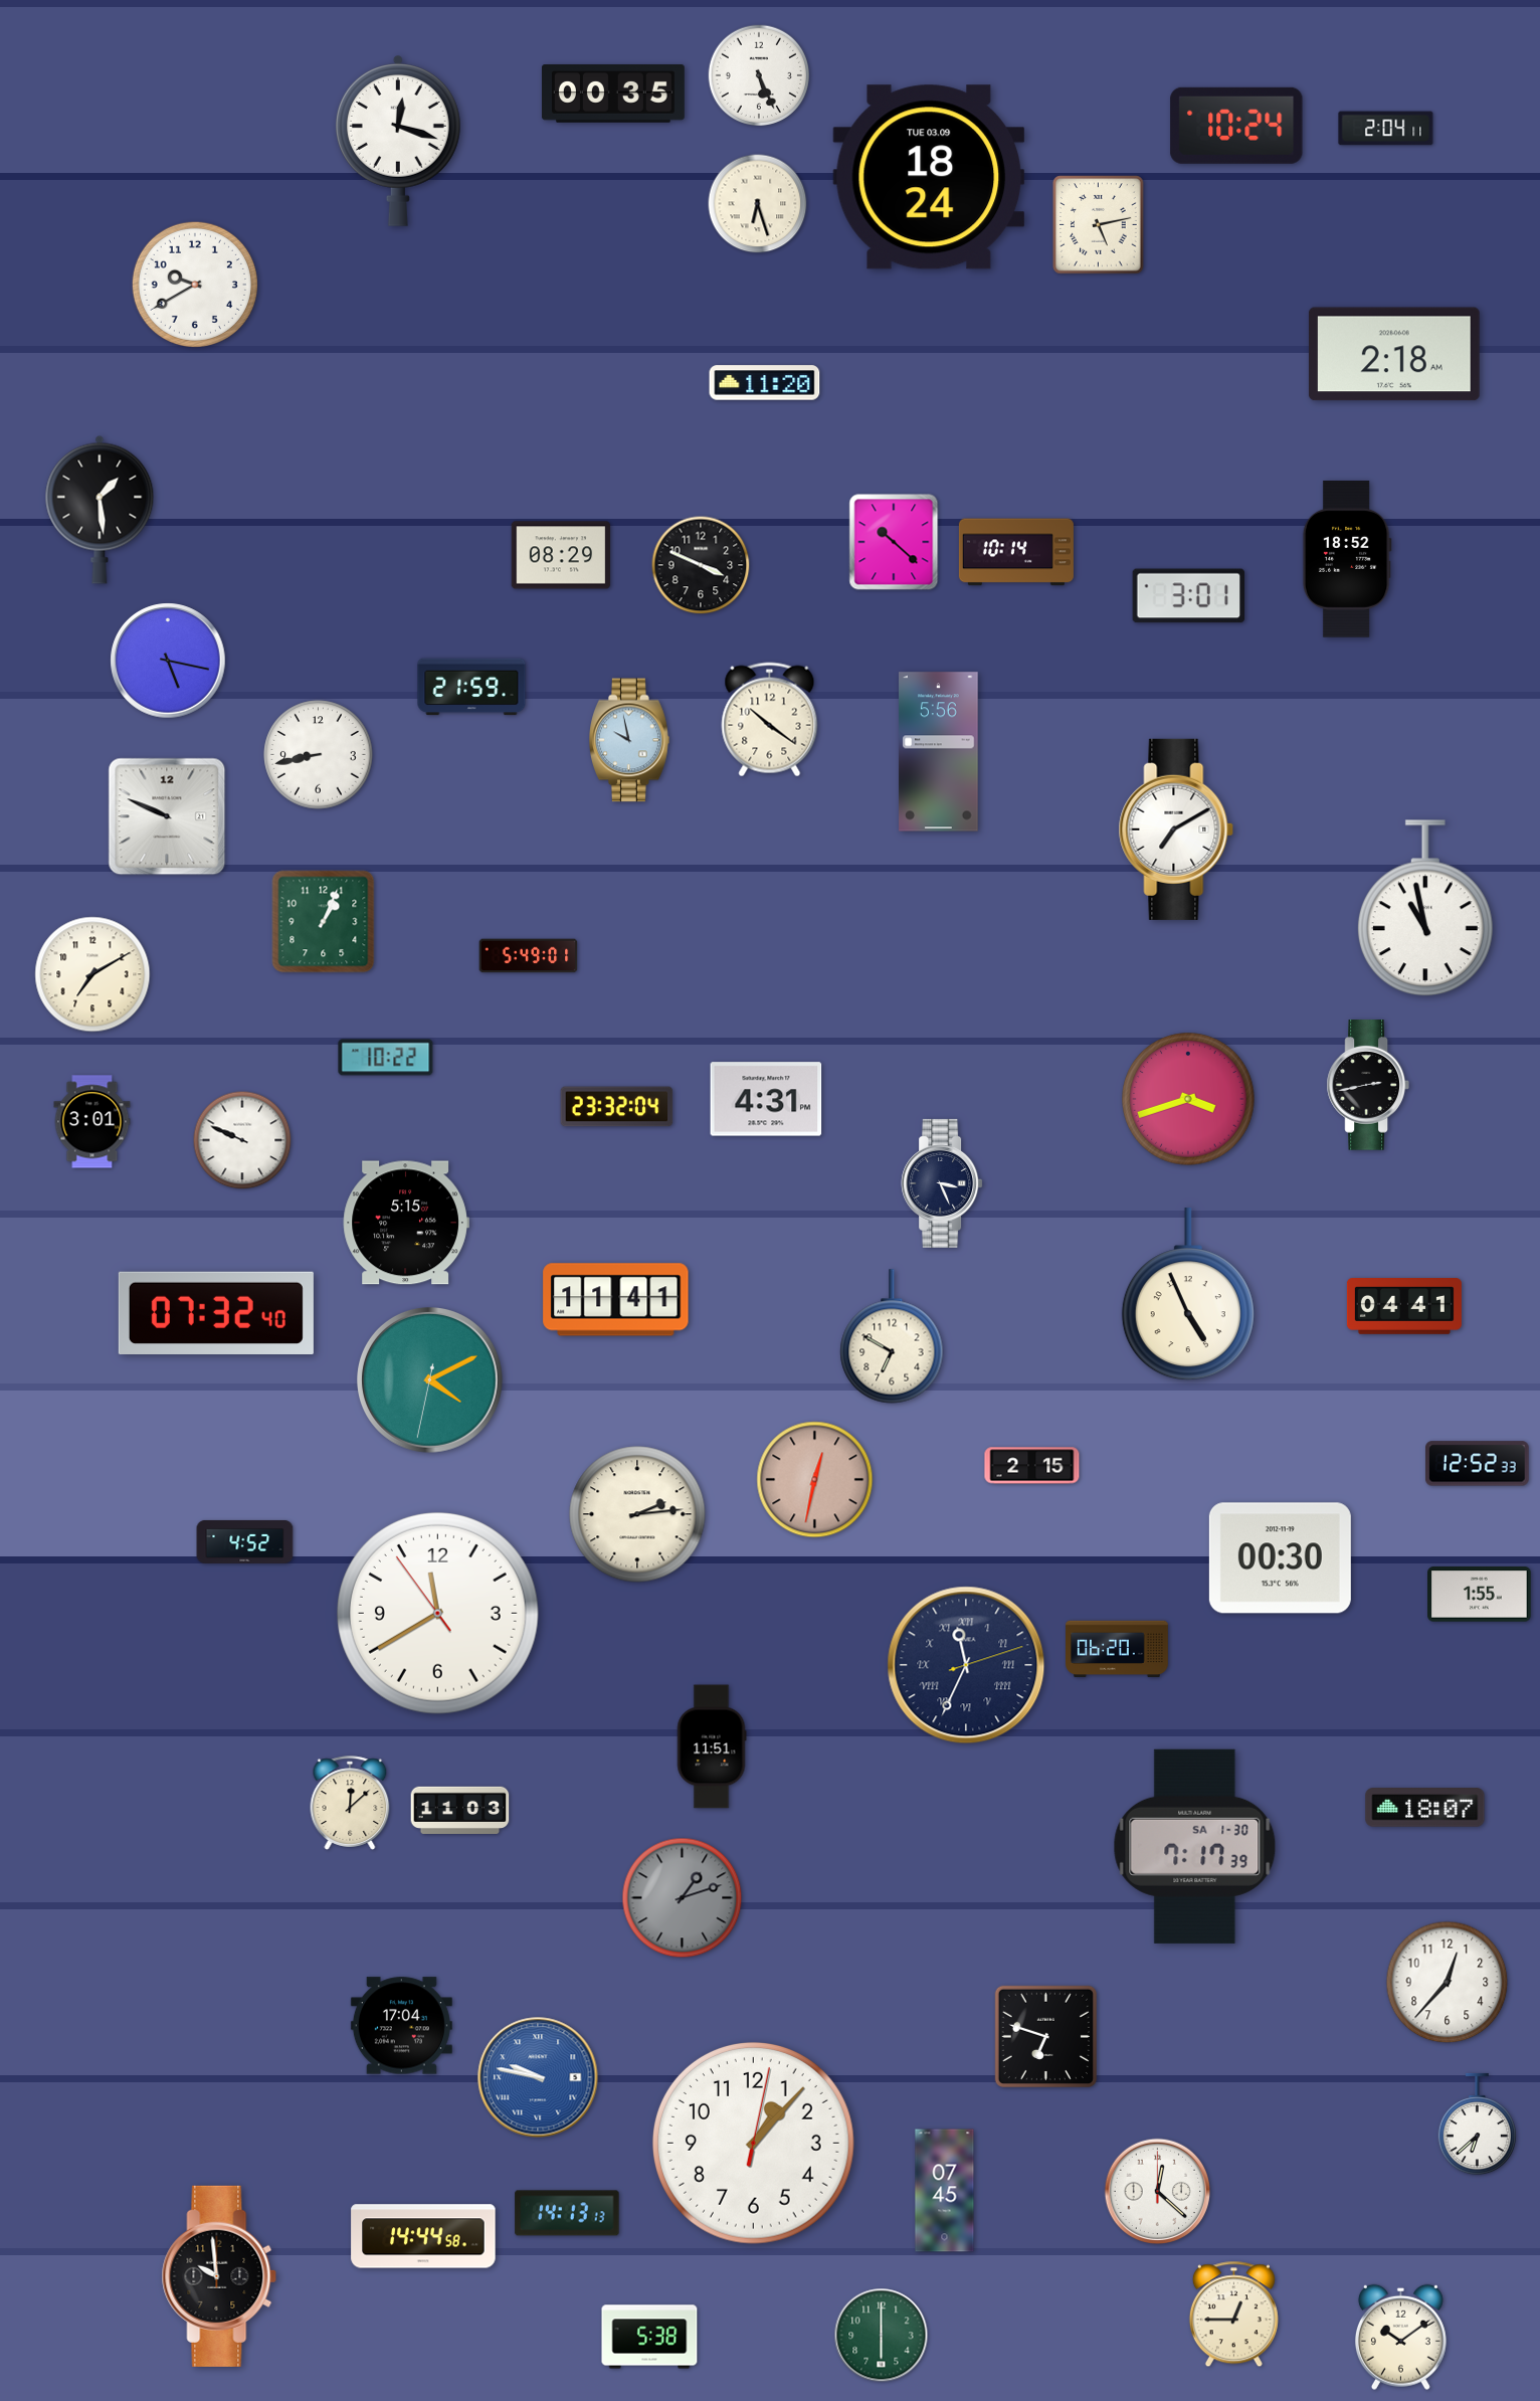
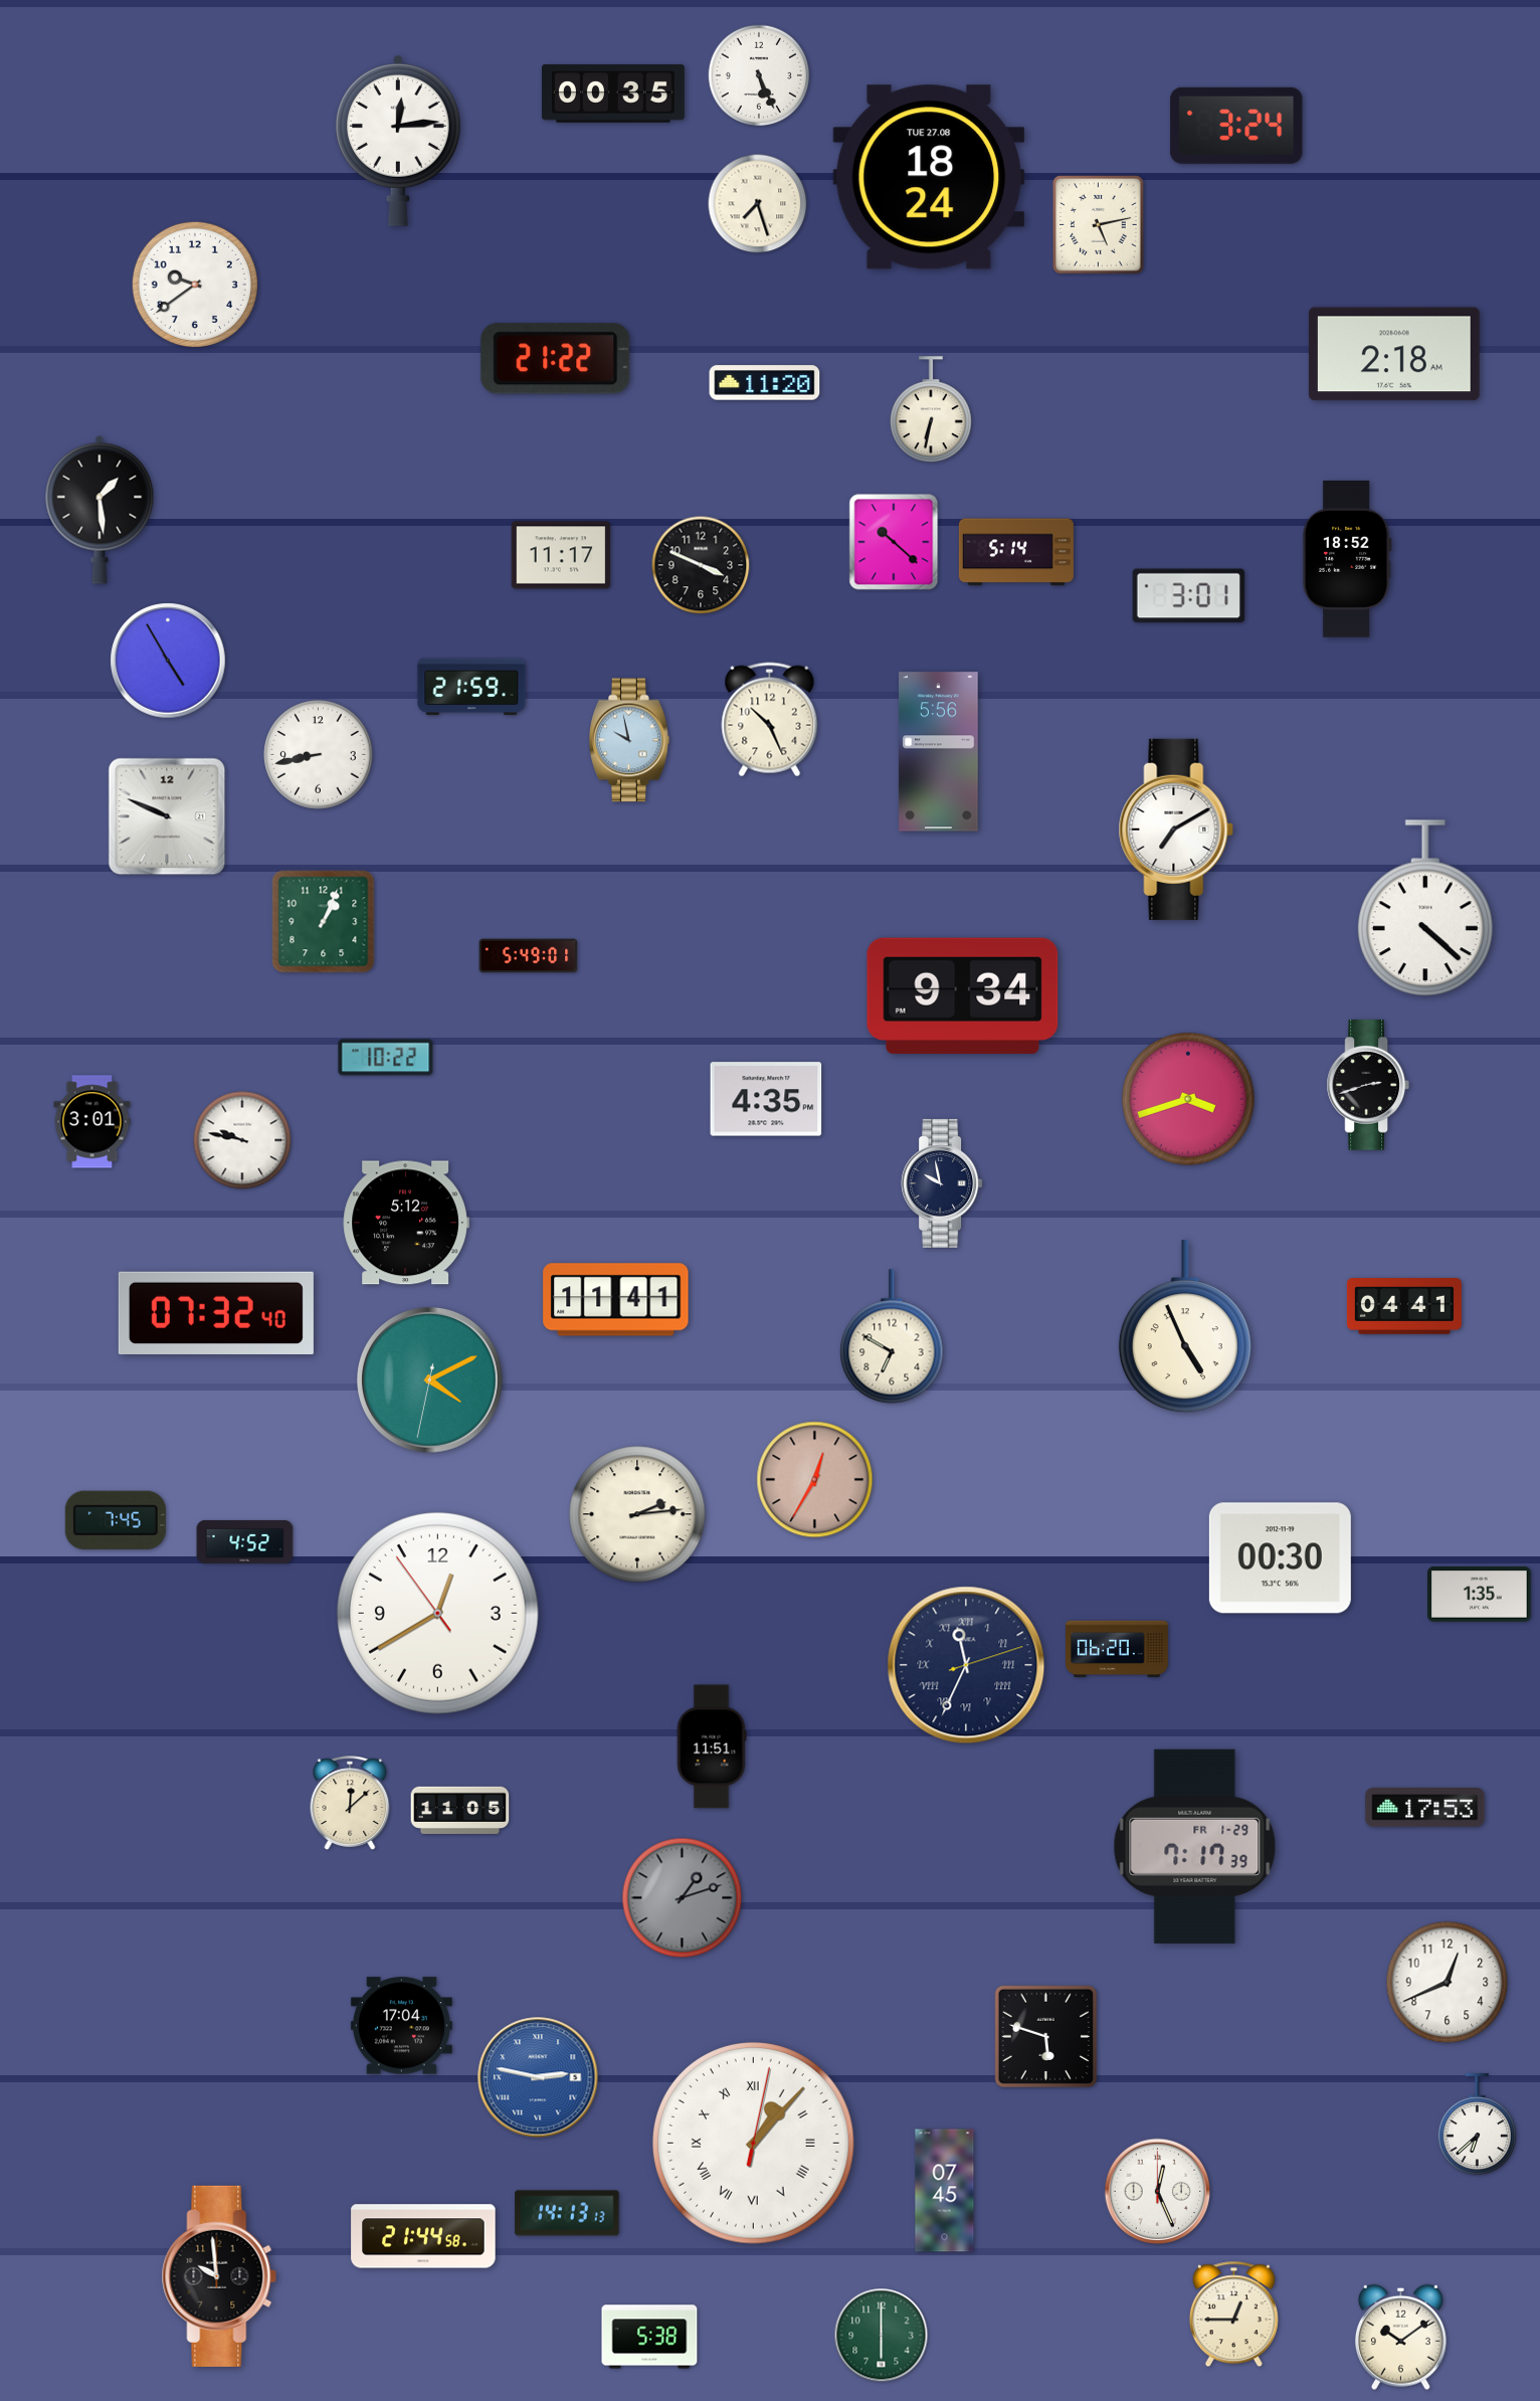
clock at (1236, 126): 10:24 -> 3:24
clock at (1386, 129): 2:04 -> none
clock at (398, 141): 12:18 -> 12:14
clock at (929, 177) date: TUE 03.09 -> TUE 27.08
clock at (758, 204): 6:27 -> 7:27
clock at (195, 285): 9:40 -> 9:39
clock at (556, 359): none -> 21:22
clock at (931, 410): none -> 6:32
clock at (1016, 552): 10:14 -> 5:14
clock at (561, 555): 08:29 -> 11:17
clock at (168, 661): 5:17 -> 4:55
clock at (770, 720): 10:21 -> 10:26
clock at (1425, 909): 10:58 -> 4:22
clock at (92, 974): 7:10 -> none
clock at (963, 995): none -> 9:34
clock at (1367, 1085): 2:43 -> 2:42
clock at (766, 1099): 4:31 -> 4:35
clock at (617, 1107): 23:32 -> none
clock at (242, 1140): 9:49 -> 9:47
clock at (942, 1183): 3:26 -> 9:58
clock at (406, 1223): 5:15 -> 5:12
clock at (1188, 1295) position: (1188, 1295) -> (1185, 1327)
clock at (1478, 1464): 12:52 -> none
clock at (1032, 1466): 2:15 -> none
clock at (815, 1480): 12:32 -> 12:35
clock at (116, 1520): none -> 7:45
clock at (1480, 1595): 1:55 -> 1:35
clock at (438, 1614): 11:39 -> 12:39
clock at (1425, 1808): 18:07 -> 17:53
clock at (460, 1810): 11:03 -> 11:05
clock at (1195, 1846) date: SA 1-30 -> FR 1-29
clock at (1448, 1983): 12:37 -> 12:41
clock at (1045, 2036): 6:48 -> 5:48
clock at (538, 2077): 9:47 -> 2:47
clock at (754, 2144) numerals: Arabic -> Roman
clock at (1158, 2192): 12:22 -> 12:26
clock at (423, 2236): 14:44 -> 21:44
